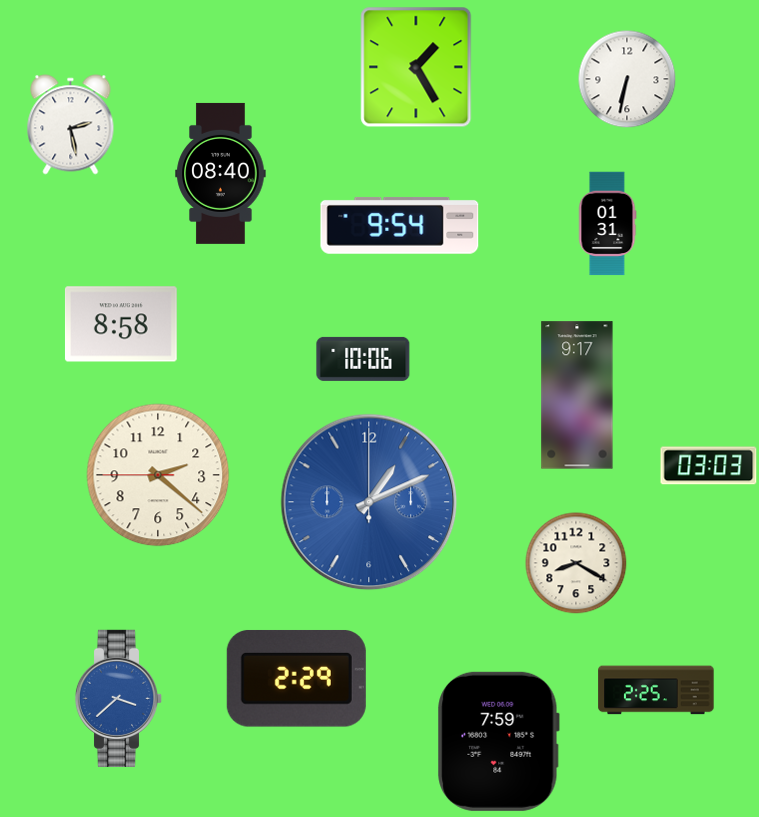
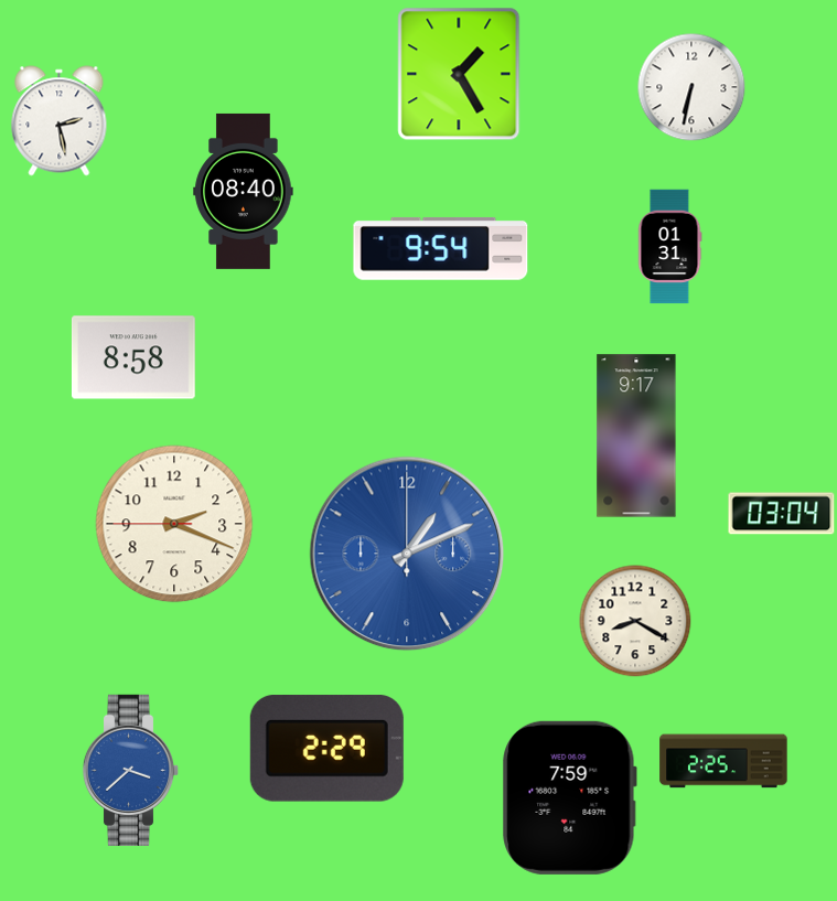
clock at (71, 125) position: (71, 125) -> (60, 121)
clock at (363, 359): 10:06 -> none
clock at (709, 466): 03:03 -> 03:04
clock at (158, 475): 2:21 -> 2:18
clock at (498, 741) position: (498, 741) -> (569, 797)
